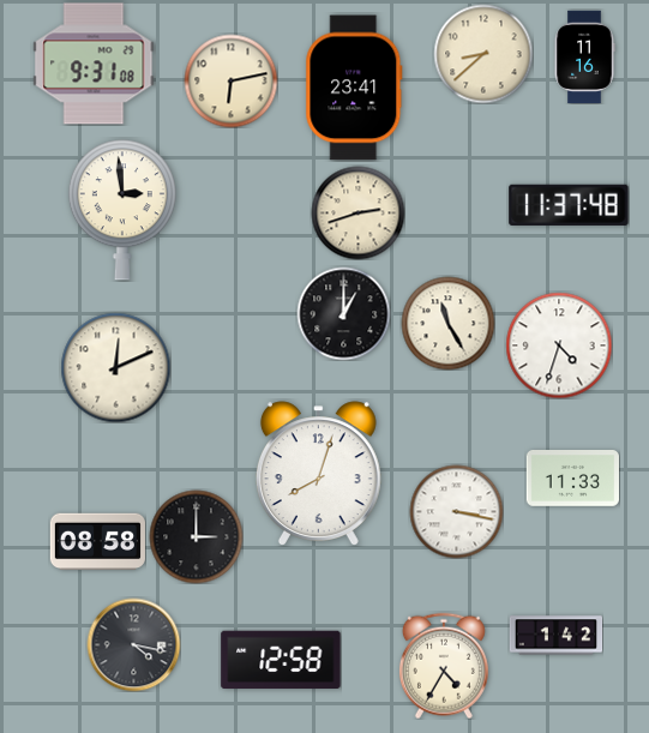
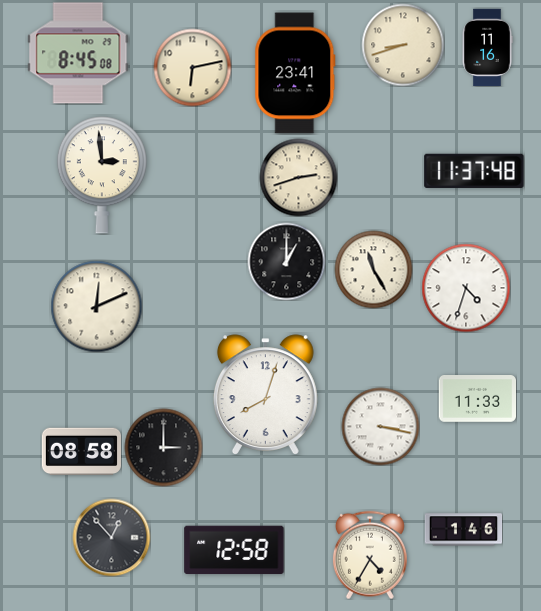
clock at (483, 54): 8:38 -> 8:42
clock at (94, 64): 9:31 -> 8:45
clock at (555, 636): 1:42 -> 1:46
clock at (133, 644): 4:17 -> 12:53
